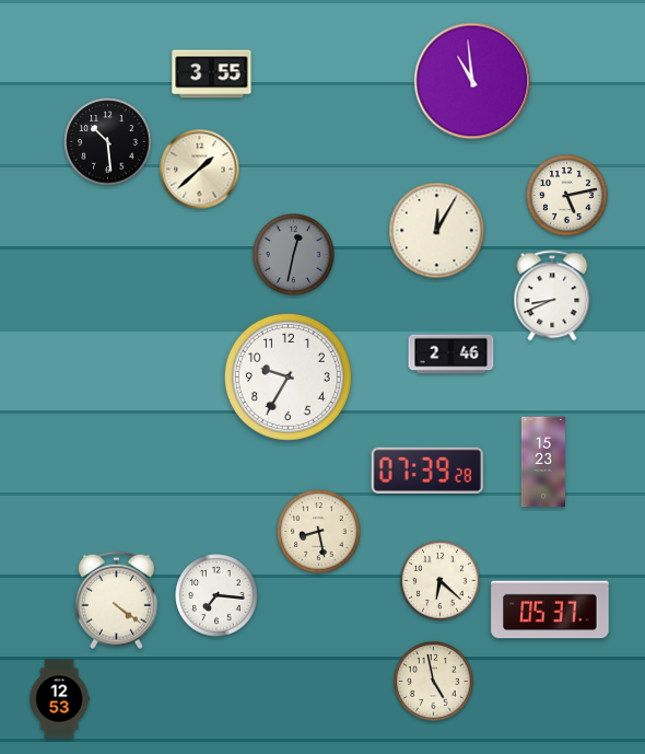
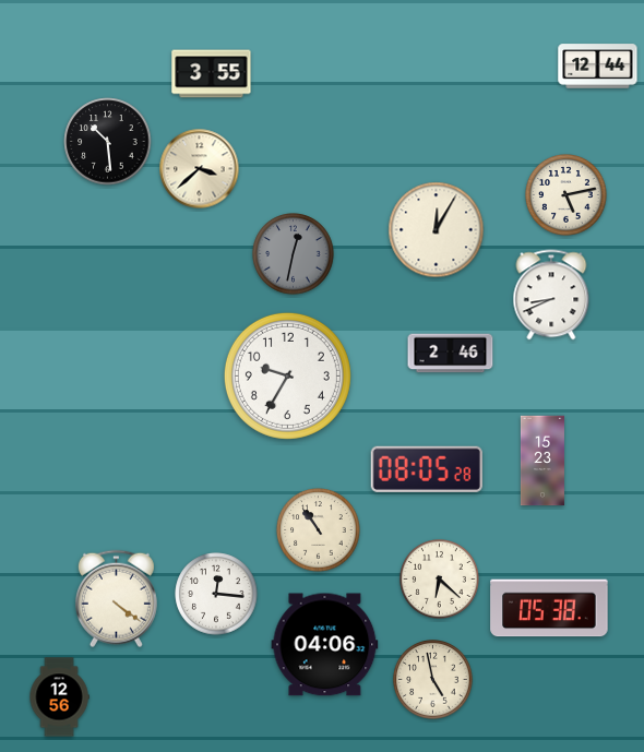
clock at (598, 67): none -> 12:44
clock at (472, 81): 10:59 -> none
clock at (200, 170): 1:38 -> 3:38
clock at (427, 471): 07:39 -> 08:05
clock at (319, 532): 8:28 -> 10:54
clock at (216, 595): 7:16 -> 12:16
clock at (550, 610): 05:37 -> 05:38
clock at (325, 645): none -> 04:06
clock at (59, 699): 12:53 -> 12:56
